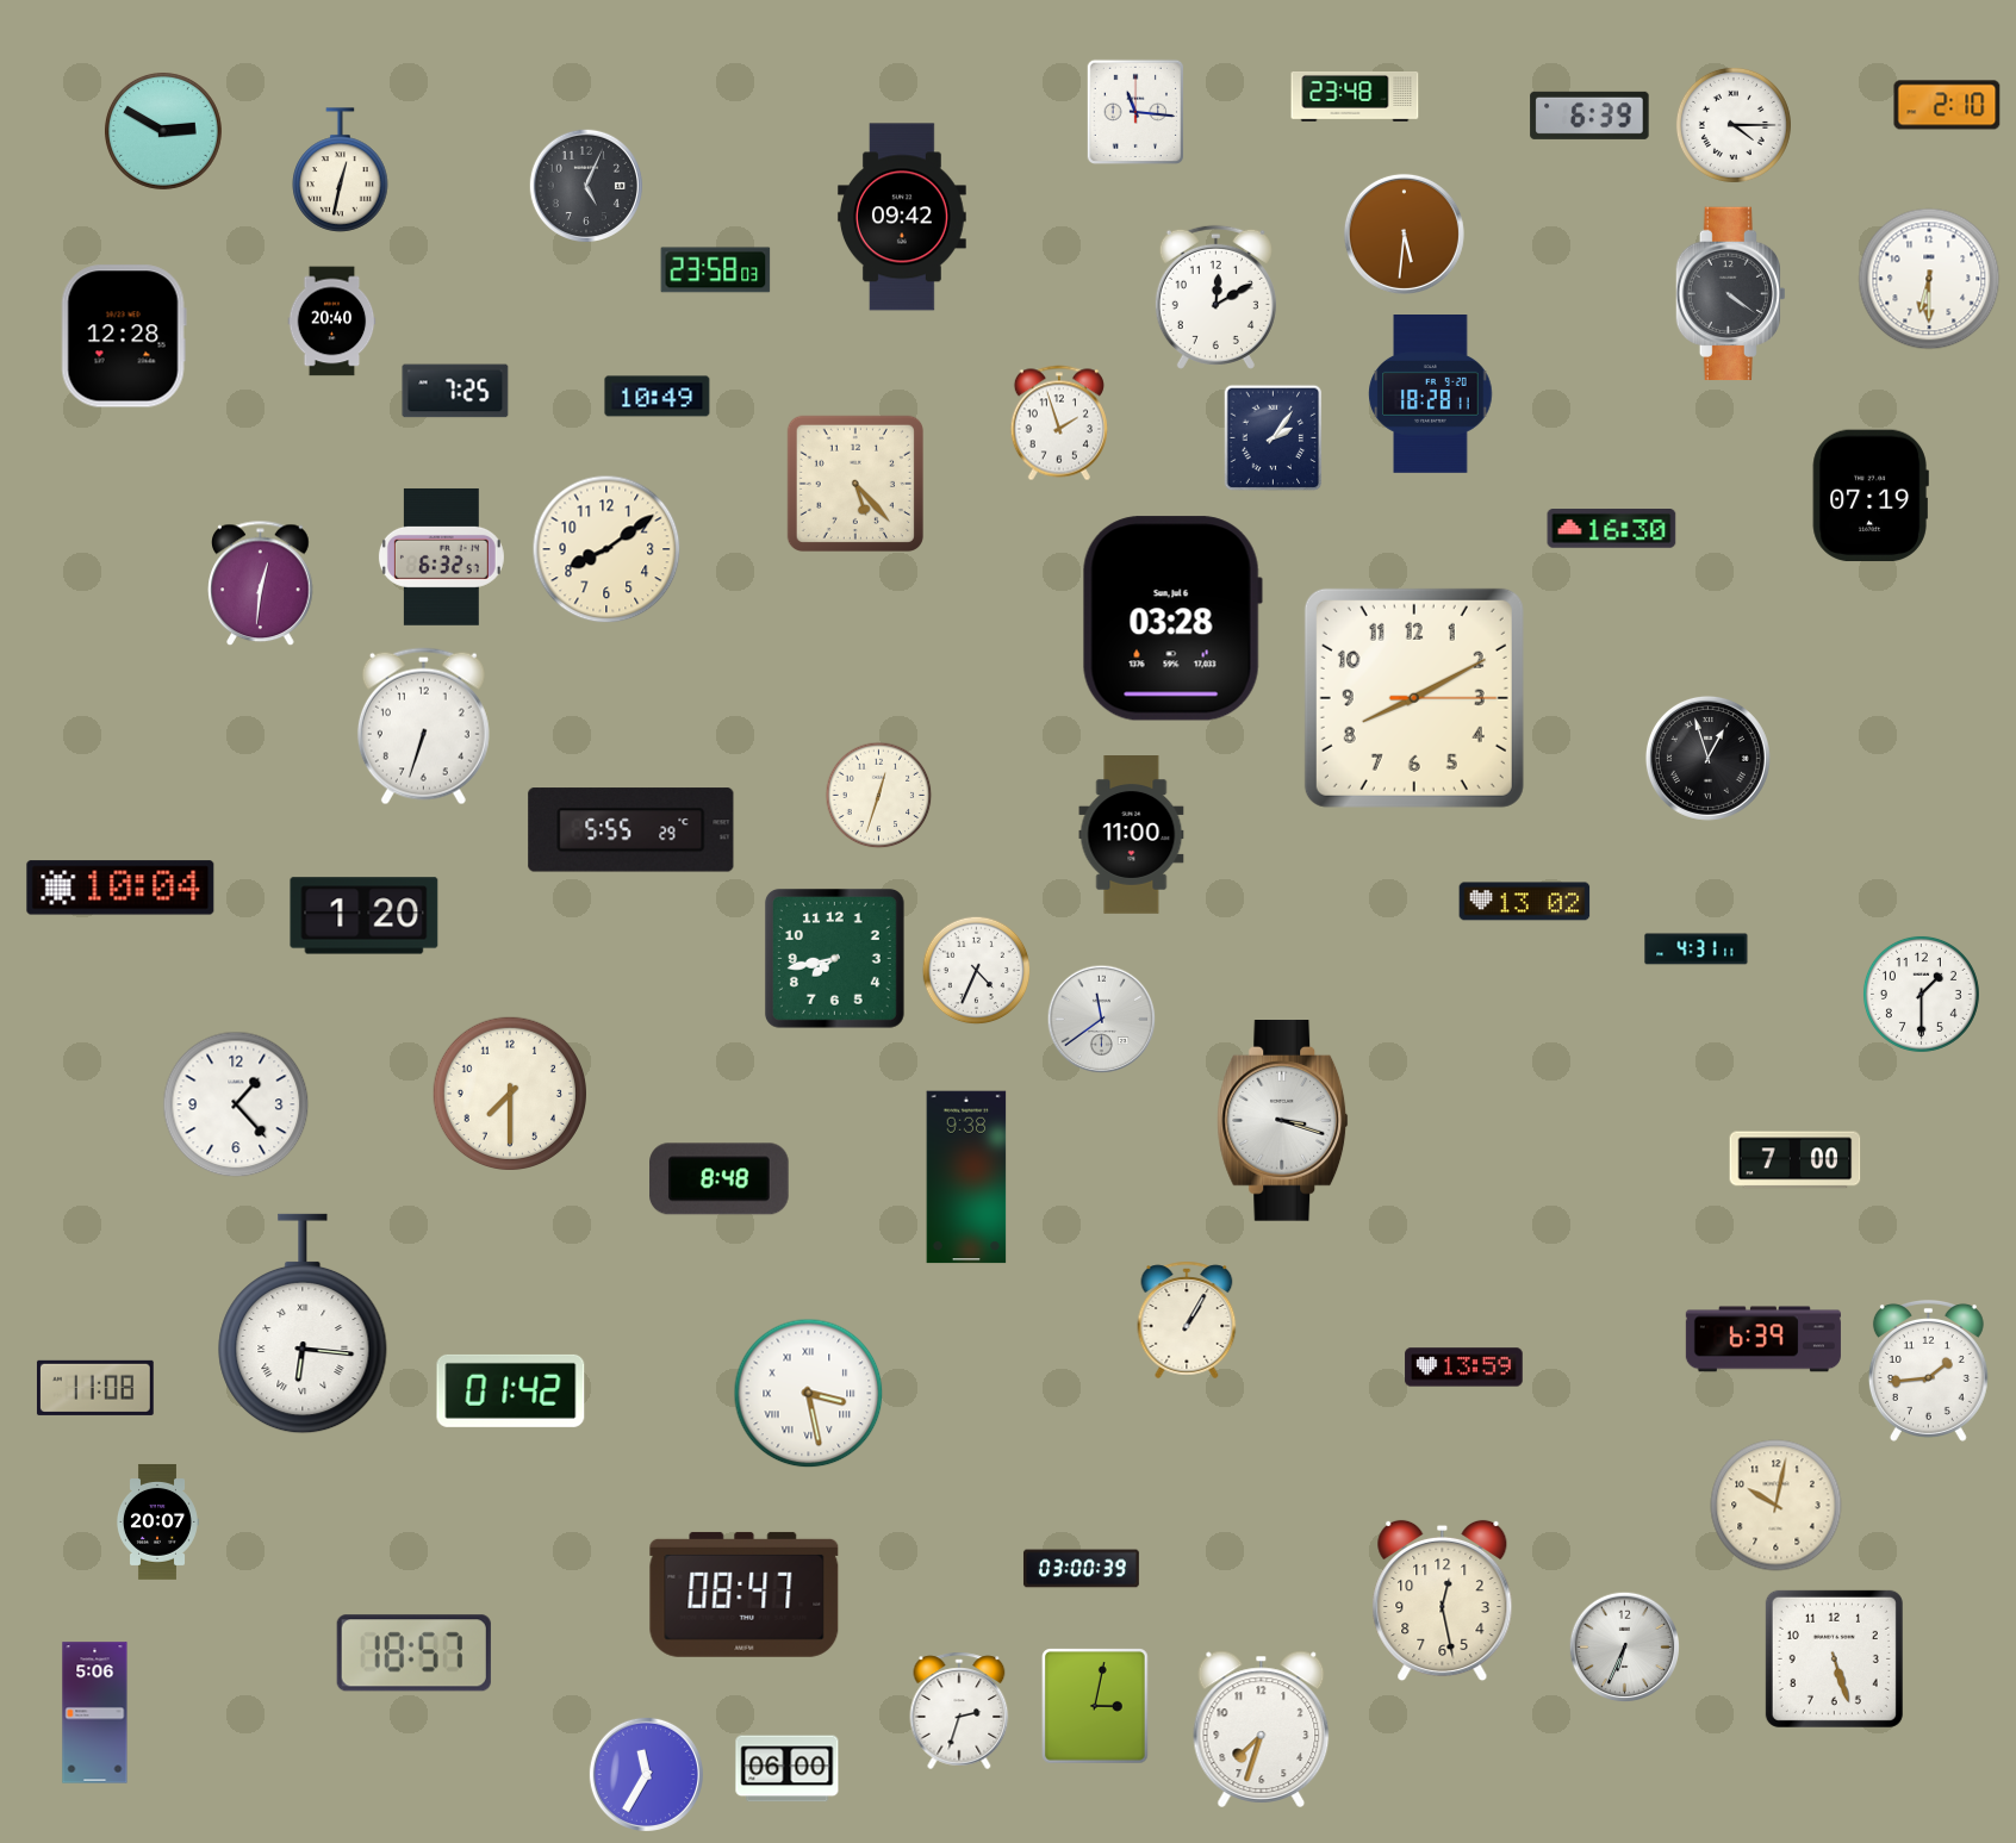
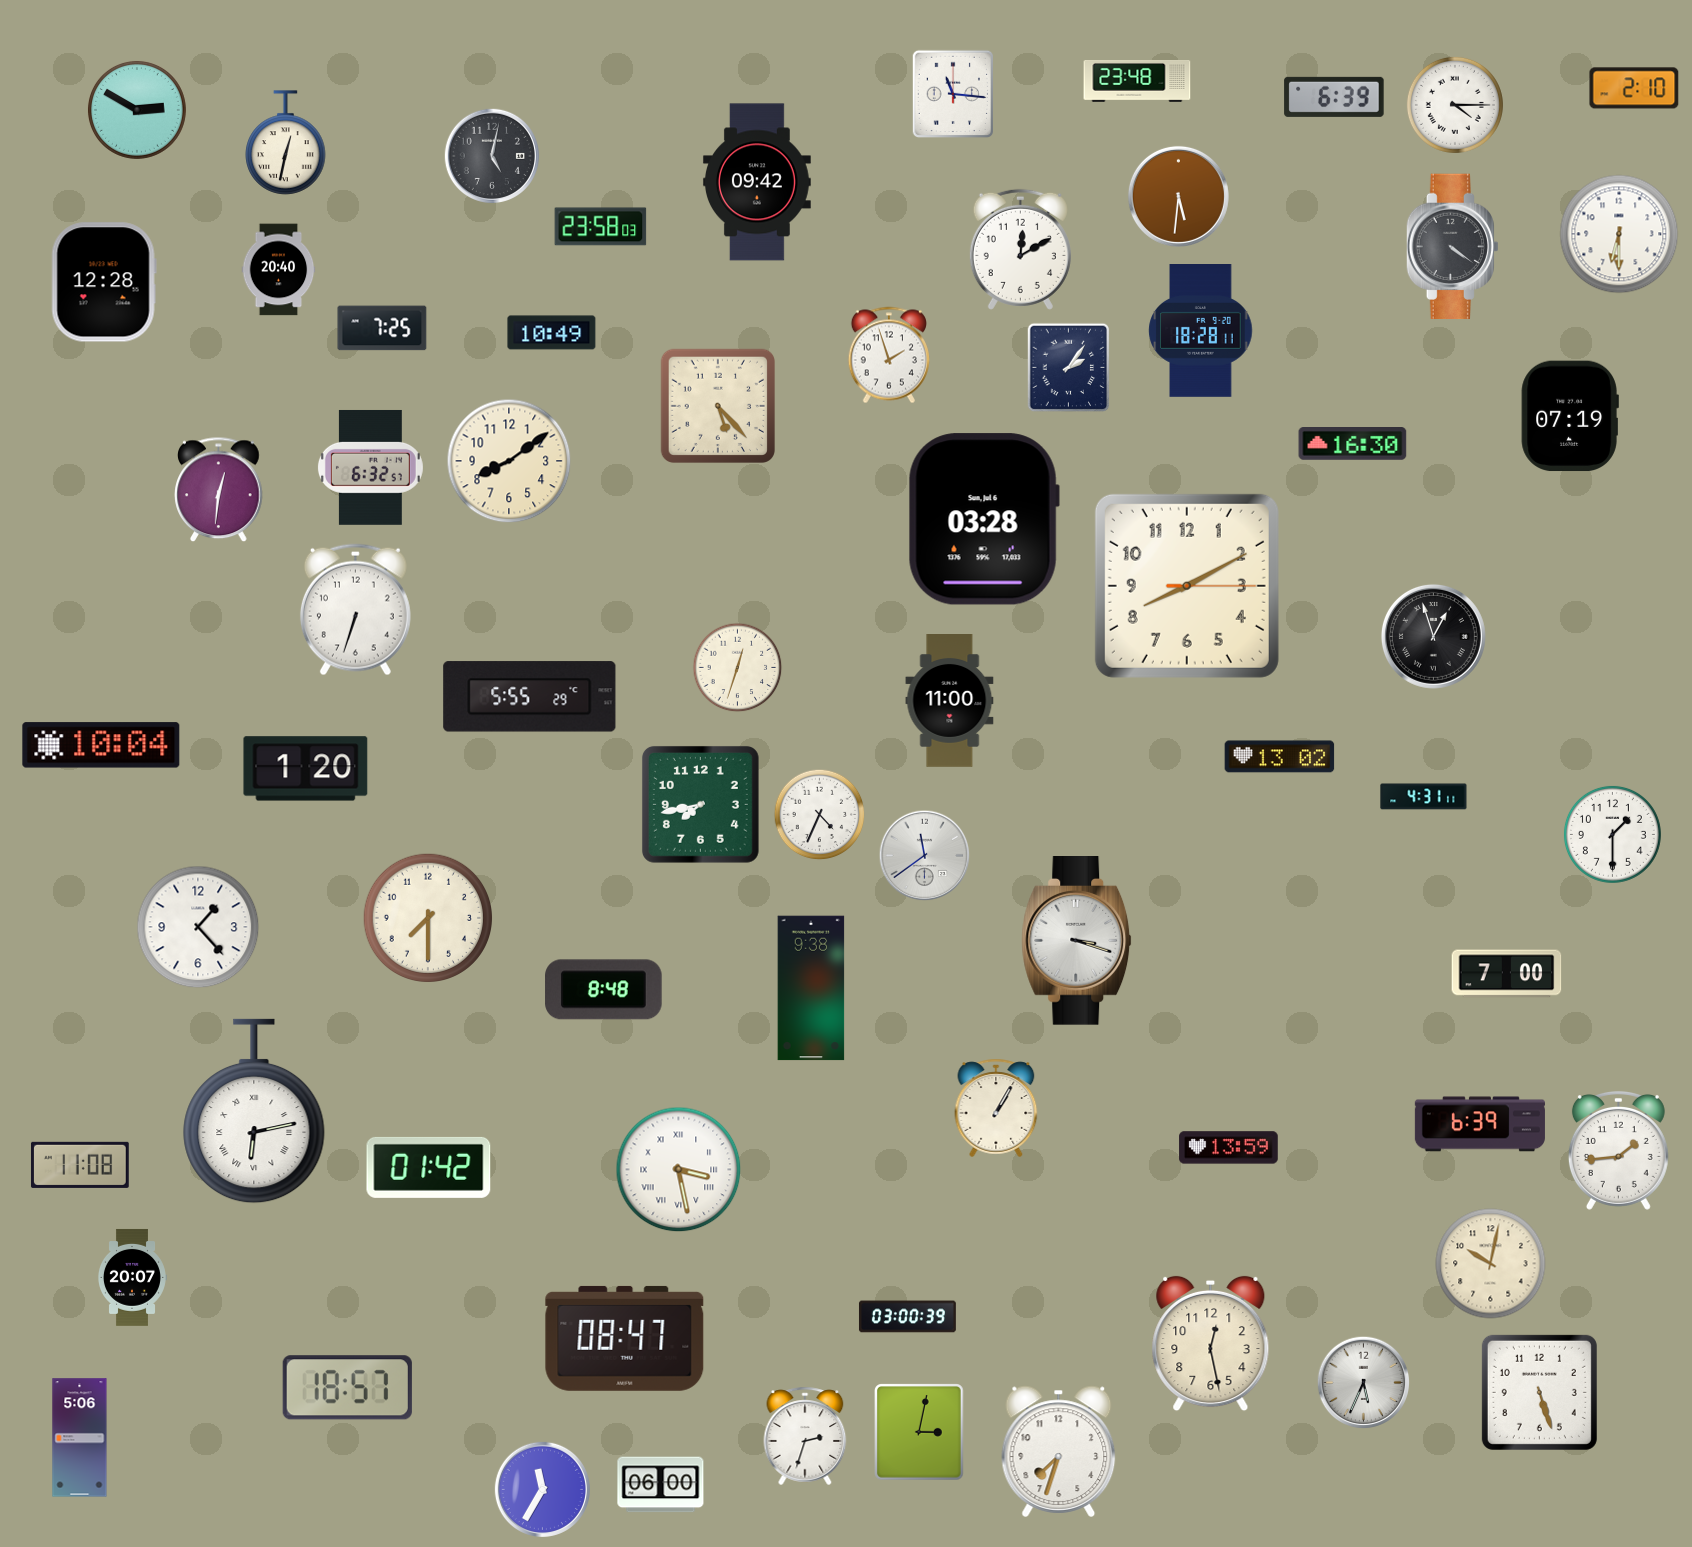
clock at (586, 186): 5:04 -> 5:02
clock at (303, 1324): 6:16 -> 6:13
clock at (1625, 1648): 6:34 -> 5:34
